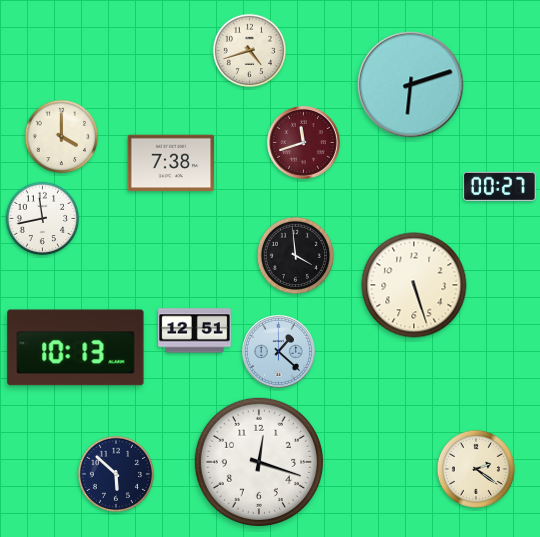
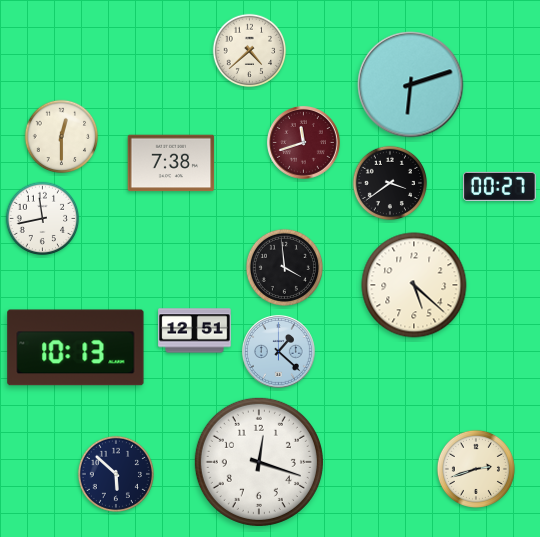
clock at (250, 51): 4:42 -> 4:38
clock at (62, 137): 4:00 -> 12:30
clock at (390, 183): none -> 3:39
clock at (295, 255) position: (295, 255) -> (284, 267)
clock at (414, 285): 5:27 -> 5:22
clock at (476, 469): 2:21 -> 2:42
